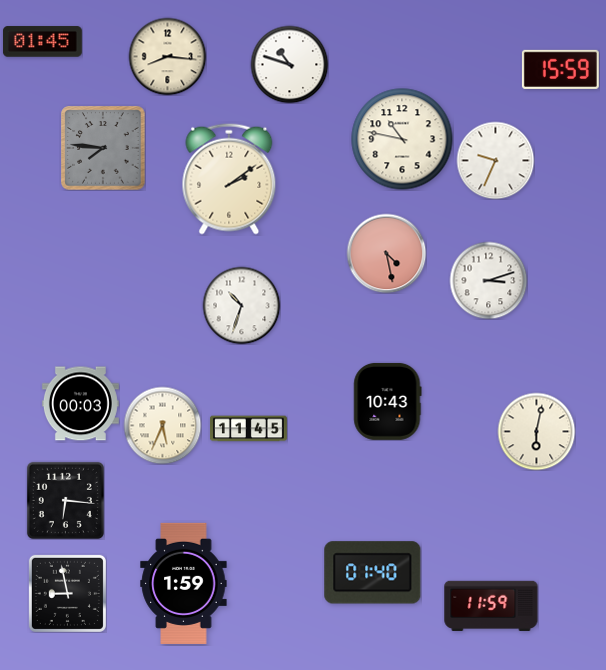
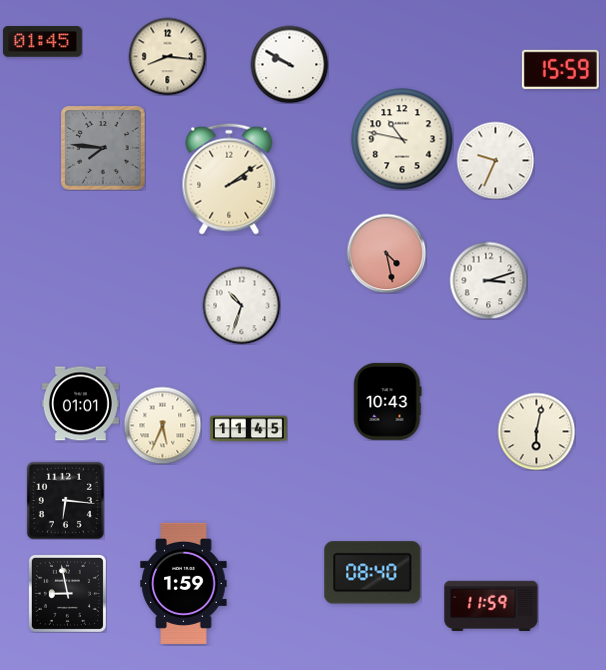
clock at (289, 64): 10:48 -> 9:50
clock at (80, 404): 00:03 -> 01:01
clock at (373, 573): 01:40 -> 08:40
